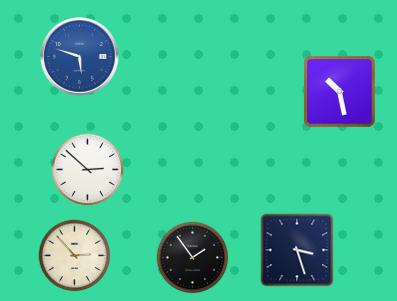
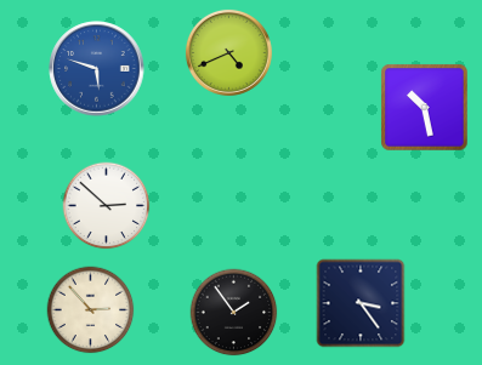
clock at (228, 52): none -> 4:41
clock at (340, 92) position: (340, 92) -> (425, 108)
clock at (297, 250): 3:27 -> 3:24
